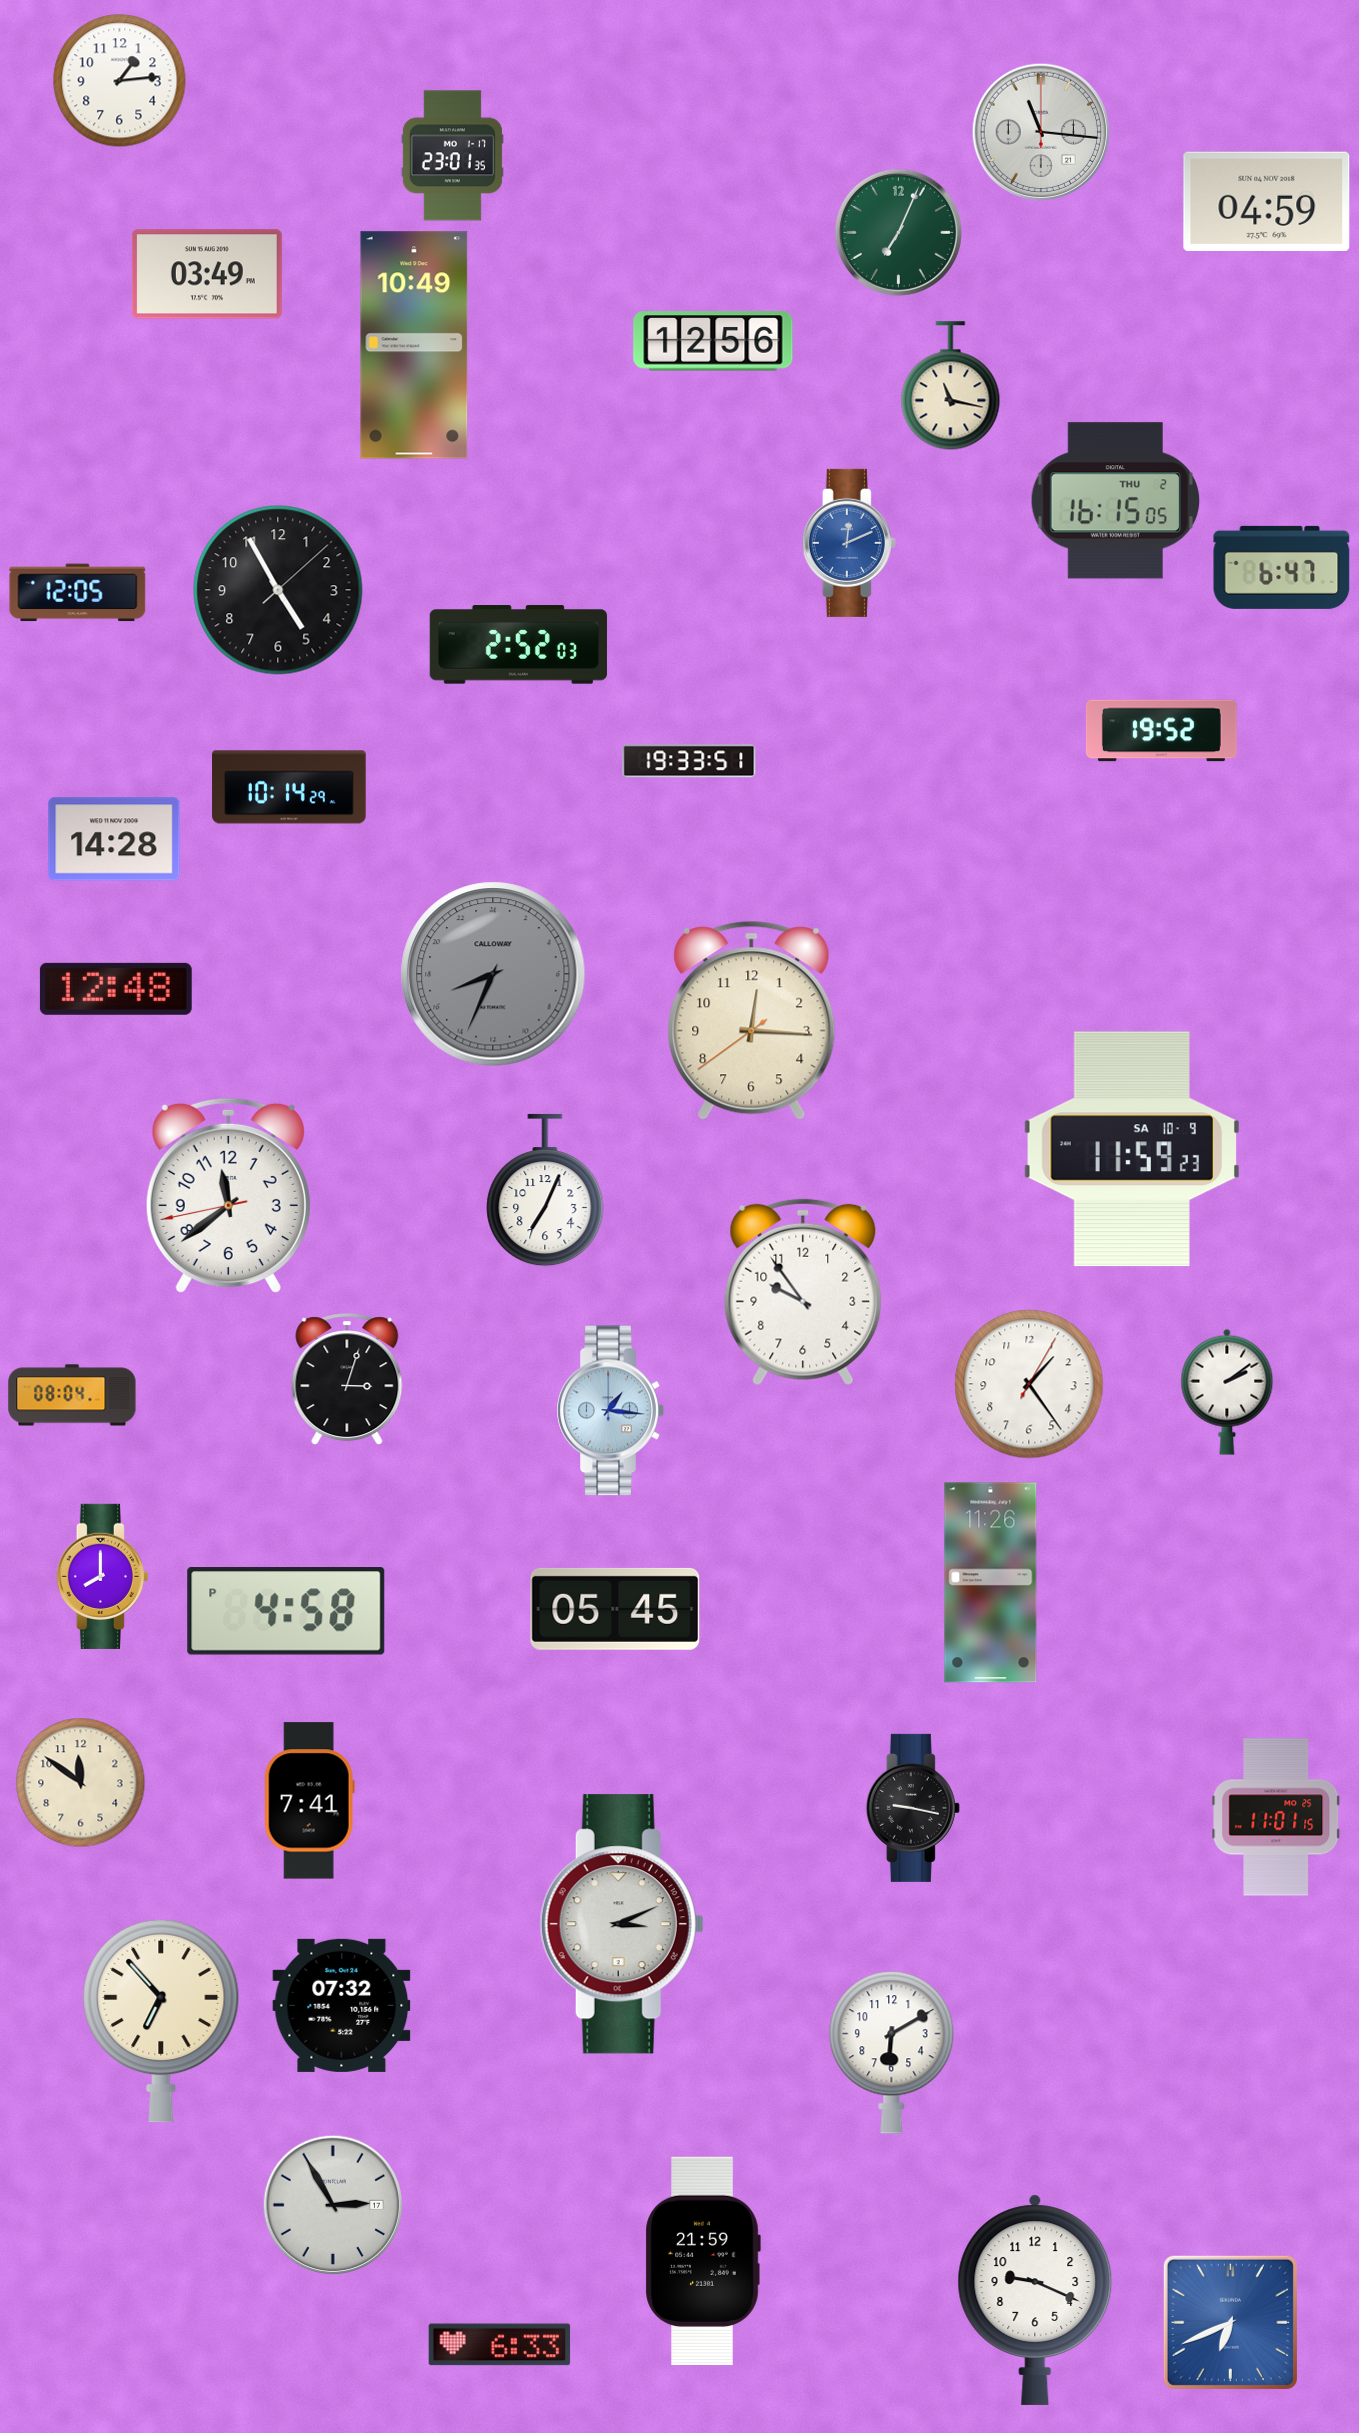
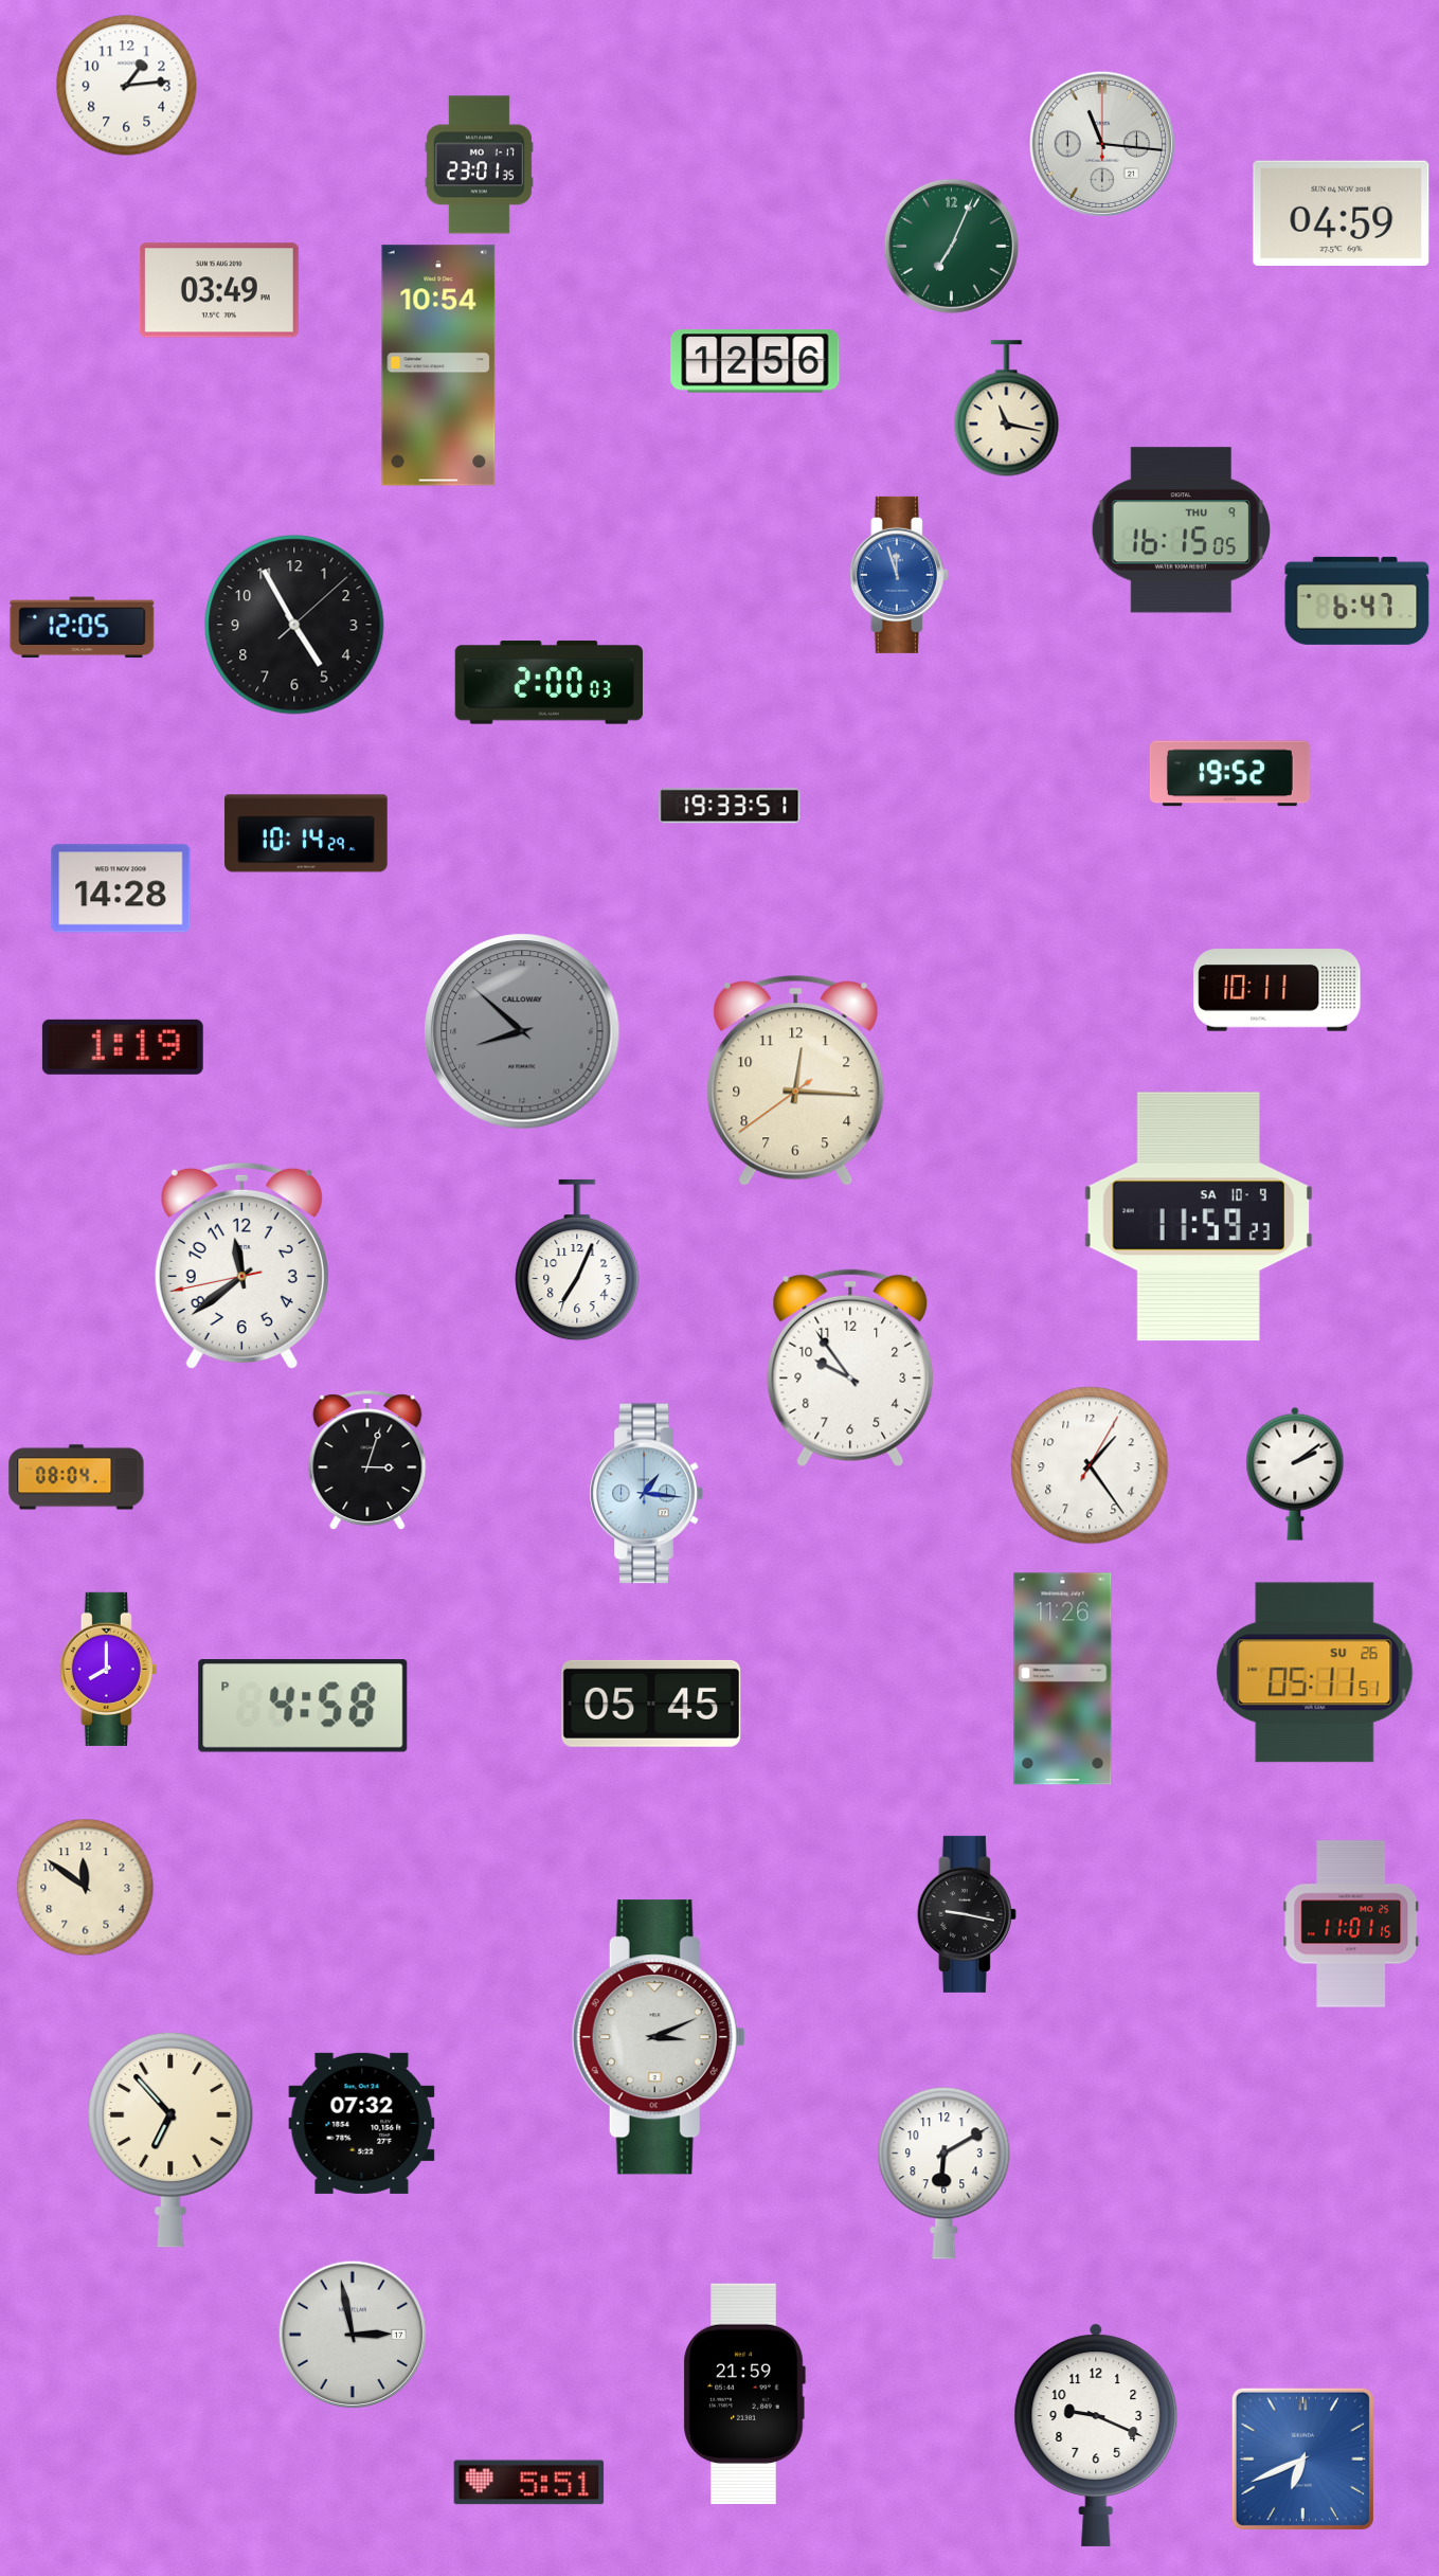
clock at (1040, 131) position: (1040, 131) -> (1101, 143)
clock at (414, 345): 10:49 -> 10:54
clock at (1116, 501) date: THU 2 -> THU 9
clock at (849, 543): 12:11 -> 11:57
clock at (518, 645): 2:52 -> 2:00
clock at (1277, 990): none -> 10:11
clock at (493, 974): 16:34 -> 16:52
clock at (116, 989): 12:48 -> 1:19
clock at (1227, 1392) position: (1227, 1392) -> (1295, 1474)
clock at (1315, 1673): none -> 05:11
clock at (991, 1583) position: (991, 1583) -> (1063, 1679)
clock at (309, 1801): 7:41 -> none
clock at (332, 2204): 2:55 -> 2:58
clock at (500, 2345): 6:33 -> 5:51
